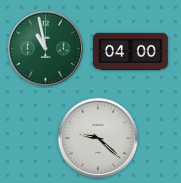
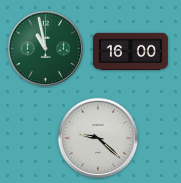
clock at (130, 51): 04:00 -> 16:00
